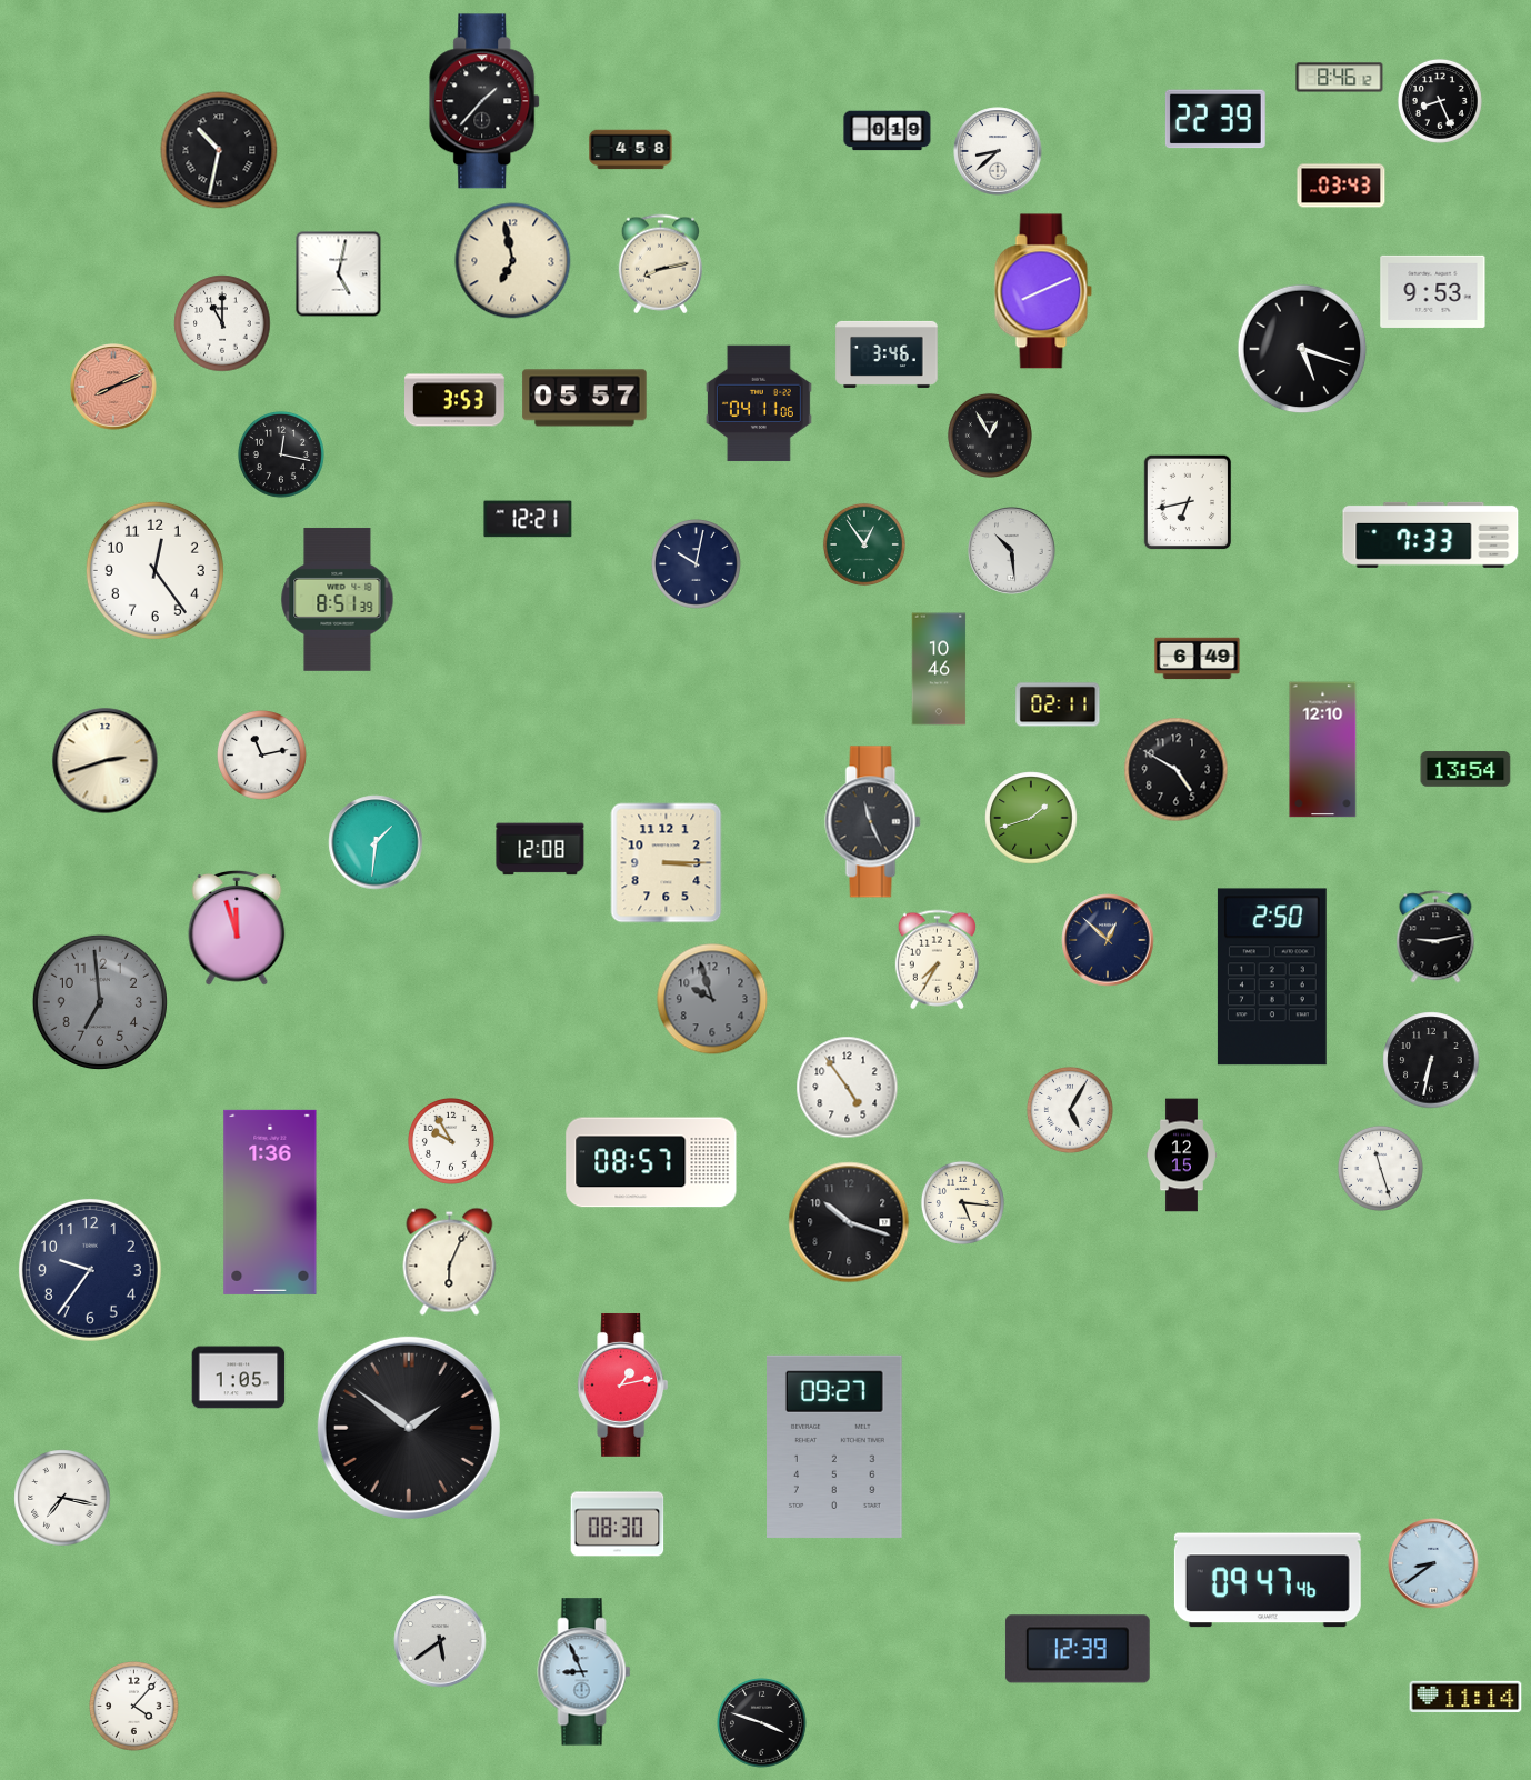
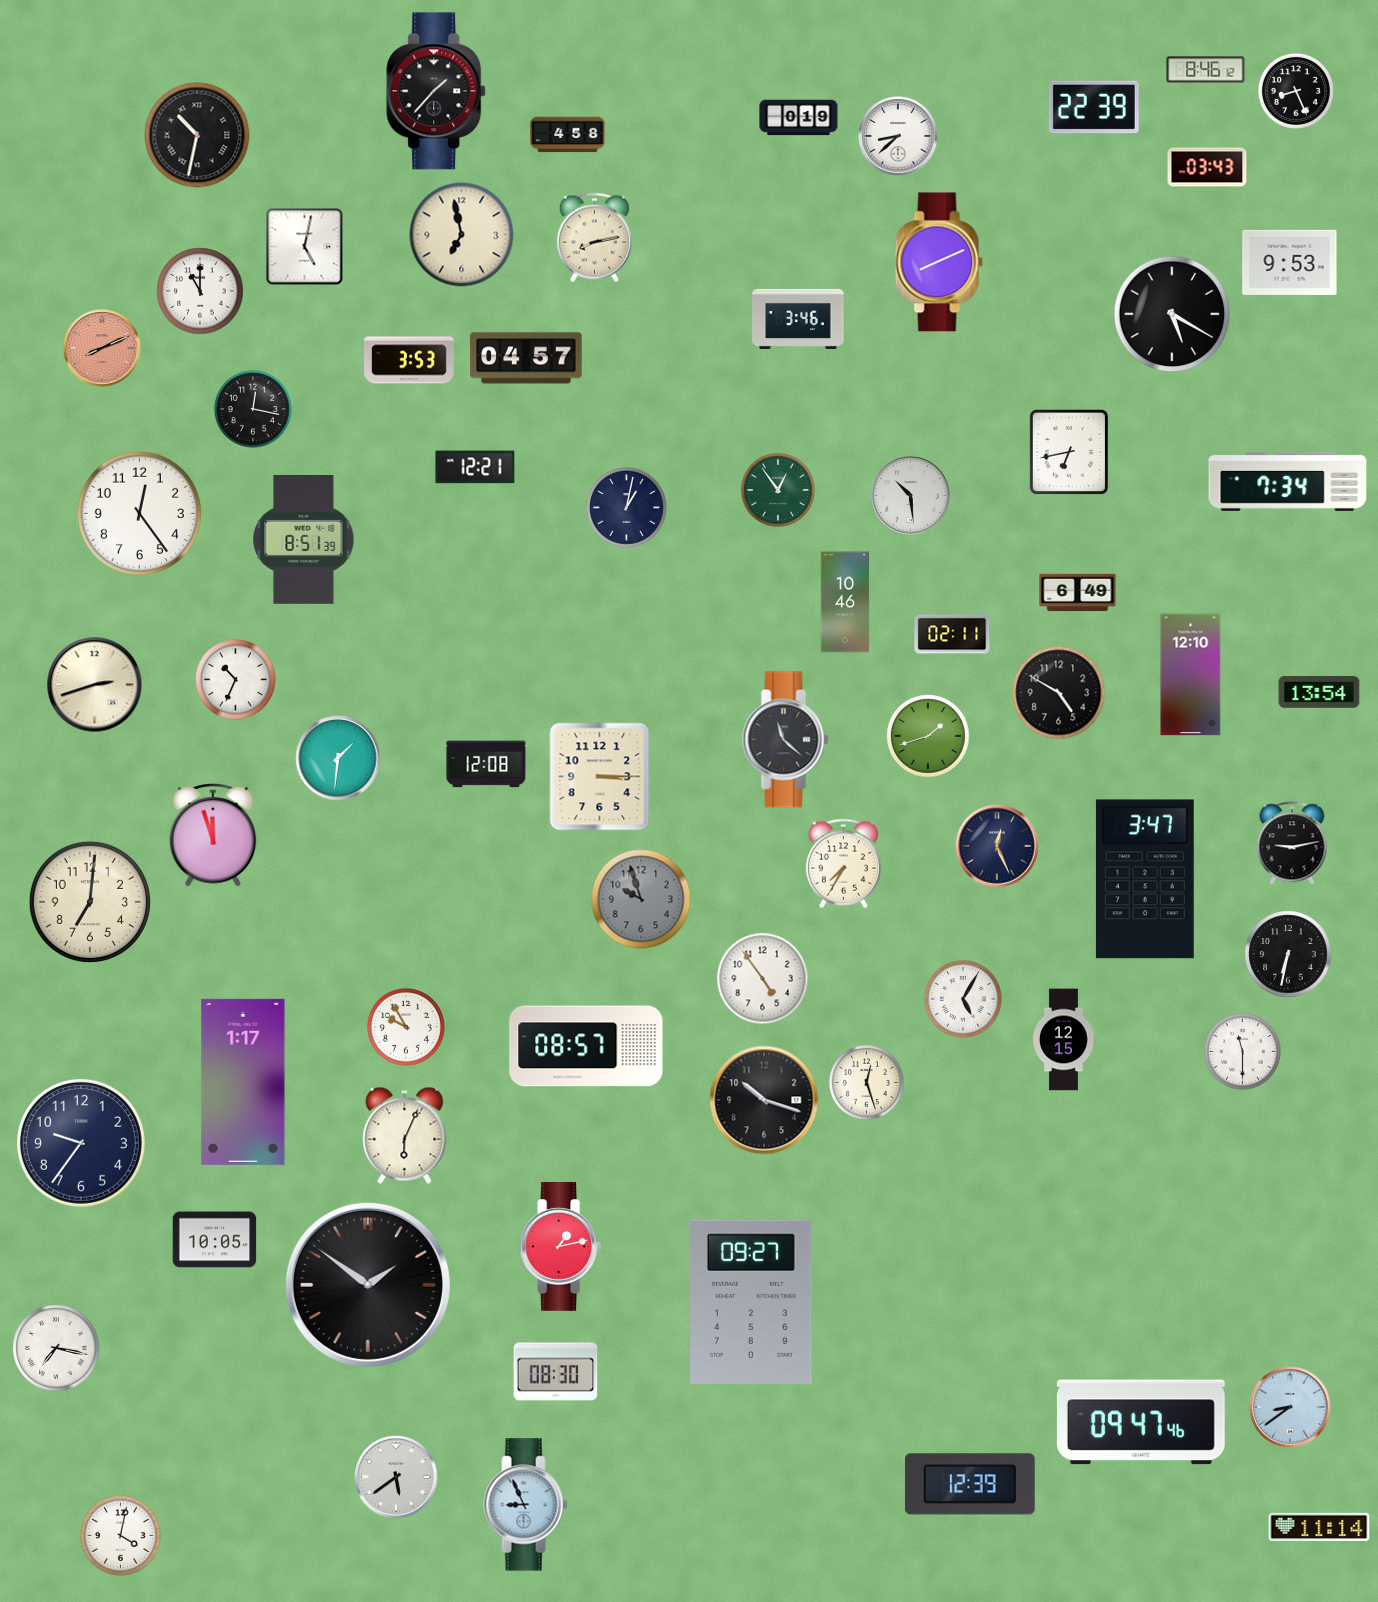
clock at (1302, 349): 5:18 -> 5:20
clock at (584, 398): 05:57 -> 04:57
clock at (759, 403): 04:11 -> none
clock at (990, 436): 12:55 -> none
clock at (1431, 534): 7:33 -> 7:34
clock at (697, 564): 10:02 -> 1:02
clock at (262, 756): 11:13 -> 10:34
clock at (873, 822): 11:26 -> 11:22
clock at (1108, 940): 12:52 -> 12:26
clock at (1272, 977): 2:50 -> 3:47
clock at (100, 1002): 6:59 -> 7:01
clock at (100, 1002) dial: grey -> cream
clock at (1380, 1168): 11:27 -> 11:30
clock at (270, 1202): 1:36 -> 1:17
clock at (962, 1202): 5:16 -> 12:27
clock at (239, 1378): 1:05 -> 10:05
clock at (134, 1707): 4:07 -> 4:02
clock at (762, 1723): 3:48 -> none
